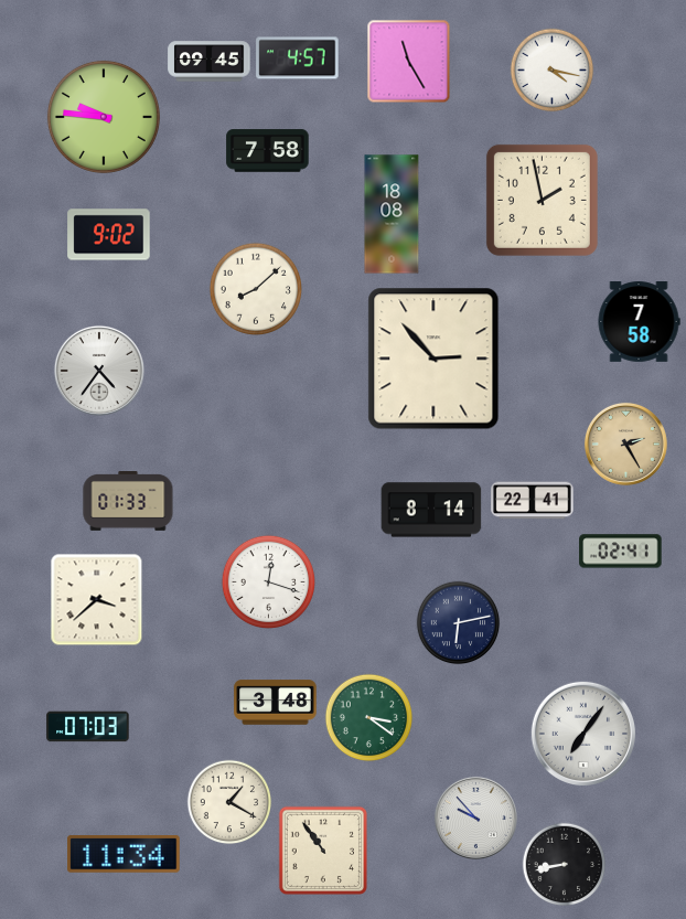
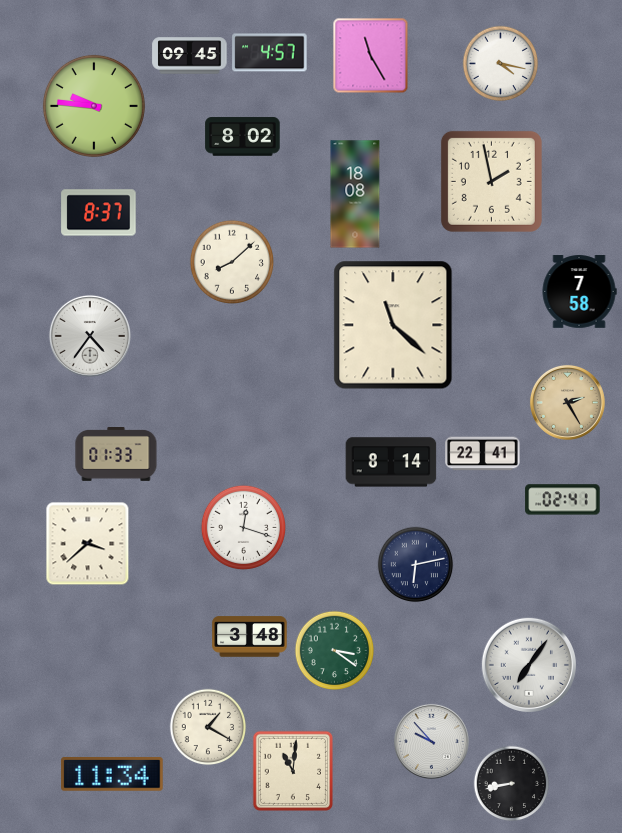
clock at (268, 151): 7:58 -> 8:02
clock at (109, 235): 9:02 -> 8:37
clock at (433, 359): 2:53 -> 11:22
clock at (88, 727): 07:03 -> none
clock at (322, 849): 10:54 -> 11:01
